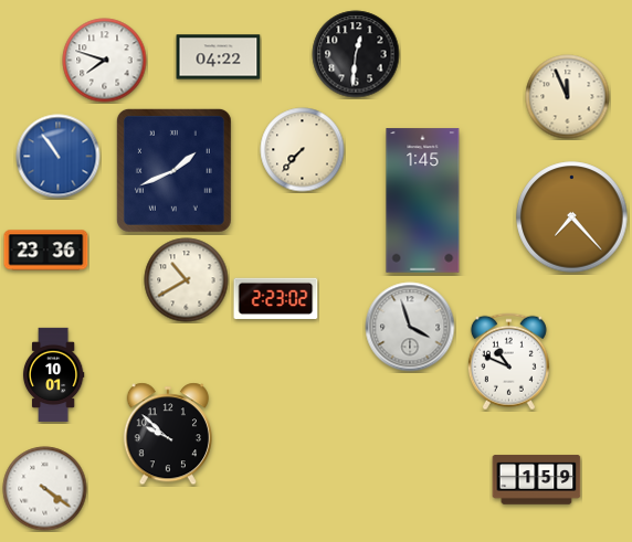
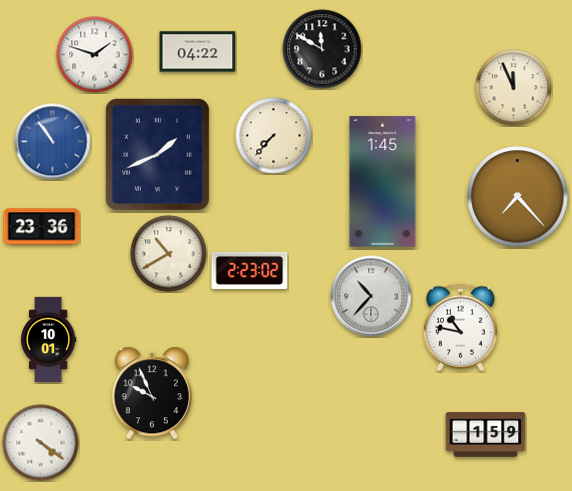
clock at (356, 54): 12:31 -> 11:50
clock at (105, 61): 7:48 -> 1:48
clock at (410, 327): 3:57 -> 10:37
clock at (508, 362): 10:49 -> 10:47
clock at (168, 434): 9:52 -> 9:56
